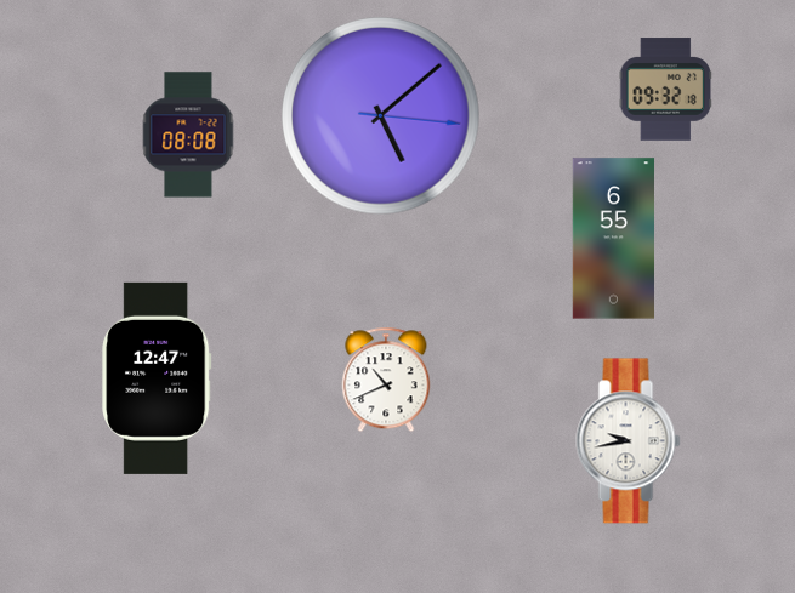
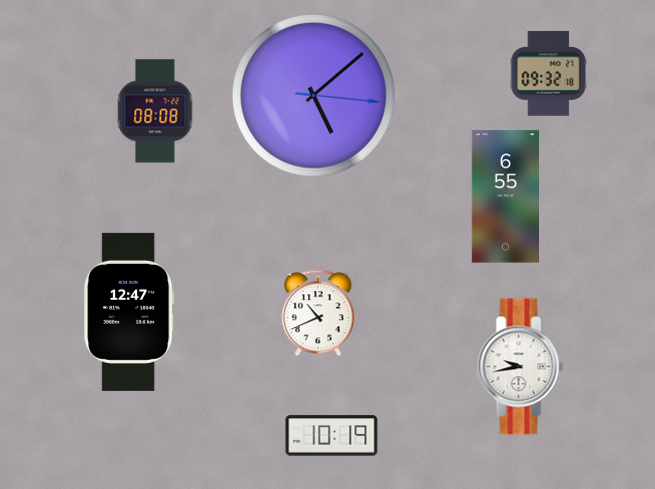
clock at (629, 441) position: (629, 441) -> (521, 367)
clock at (332, 436): none -> 10:19
